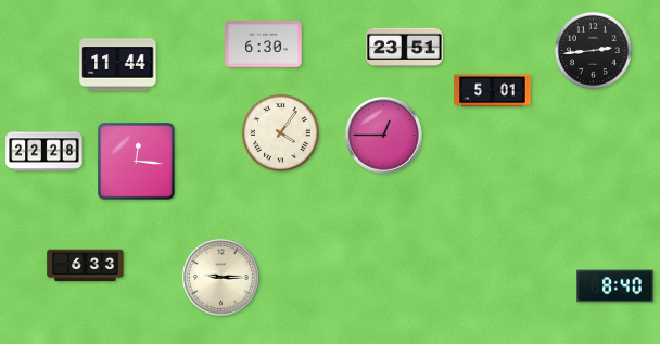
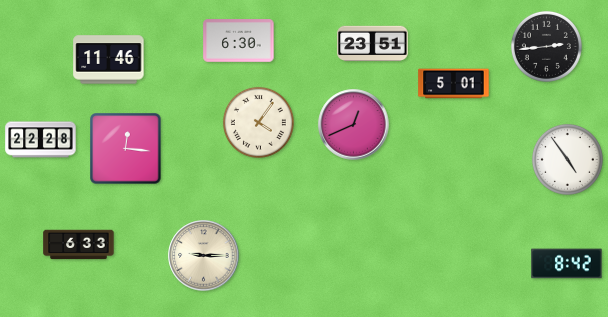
clock at (264, 44) position: (264, 44) -> (239, 41)
clock at (118, 65): 11:44 -> 11:46
clock at (384, 136): 12:45 -> 12:41
clock at (567, 159): none -> 4:54
clock at (615, 286): 8:40 -> 8:42
